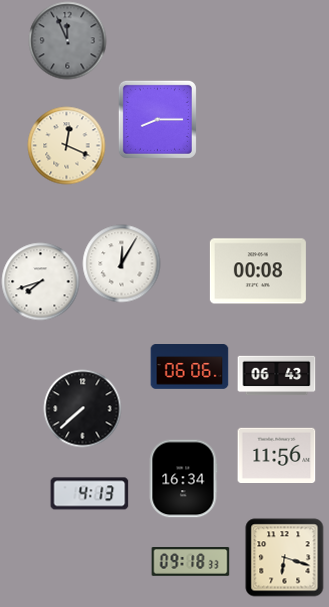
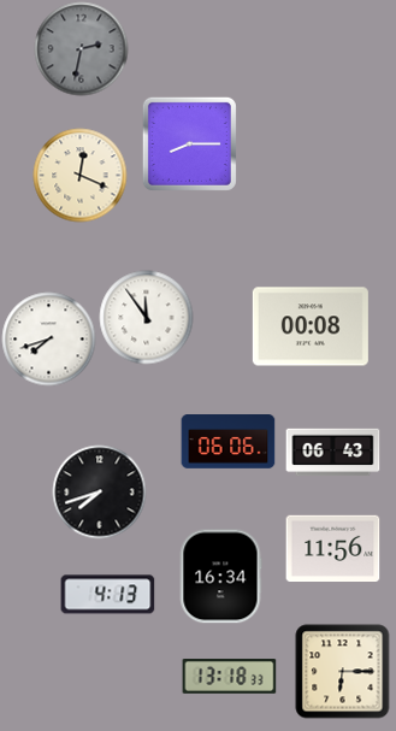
clock at (67, 40): 11:56 -> 2:32
clock at (121, 263): 12:05 -> 11:54
clock at (82, 408): 7:38 -> 7:42
clock at (284, 557): 6:18 -> 6:15
clock at (190, 562): 09:18 -> 13:18
